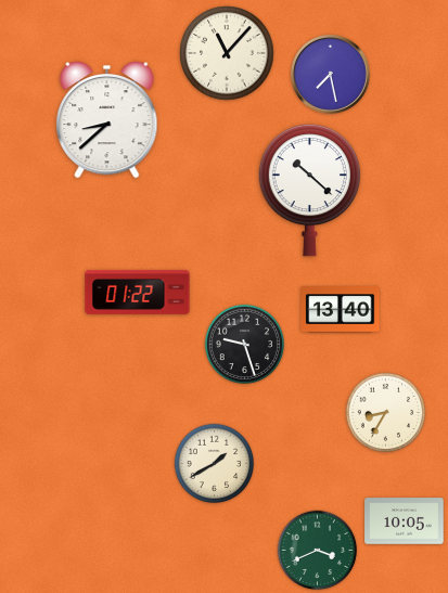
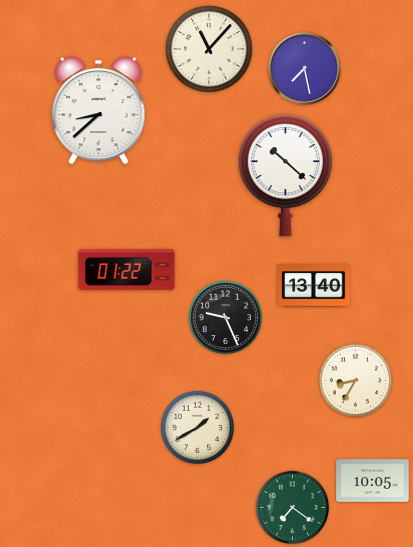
clock at (245, 345): 9:27 -> 9:26
clock at (318, 551): 3:41 -> 7:21
